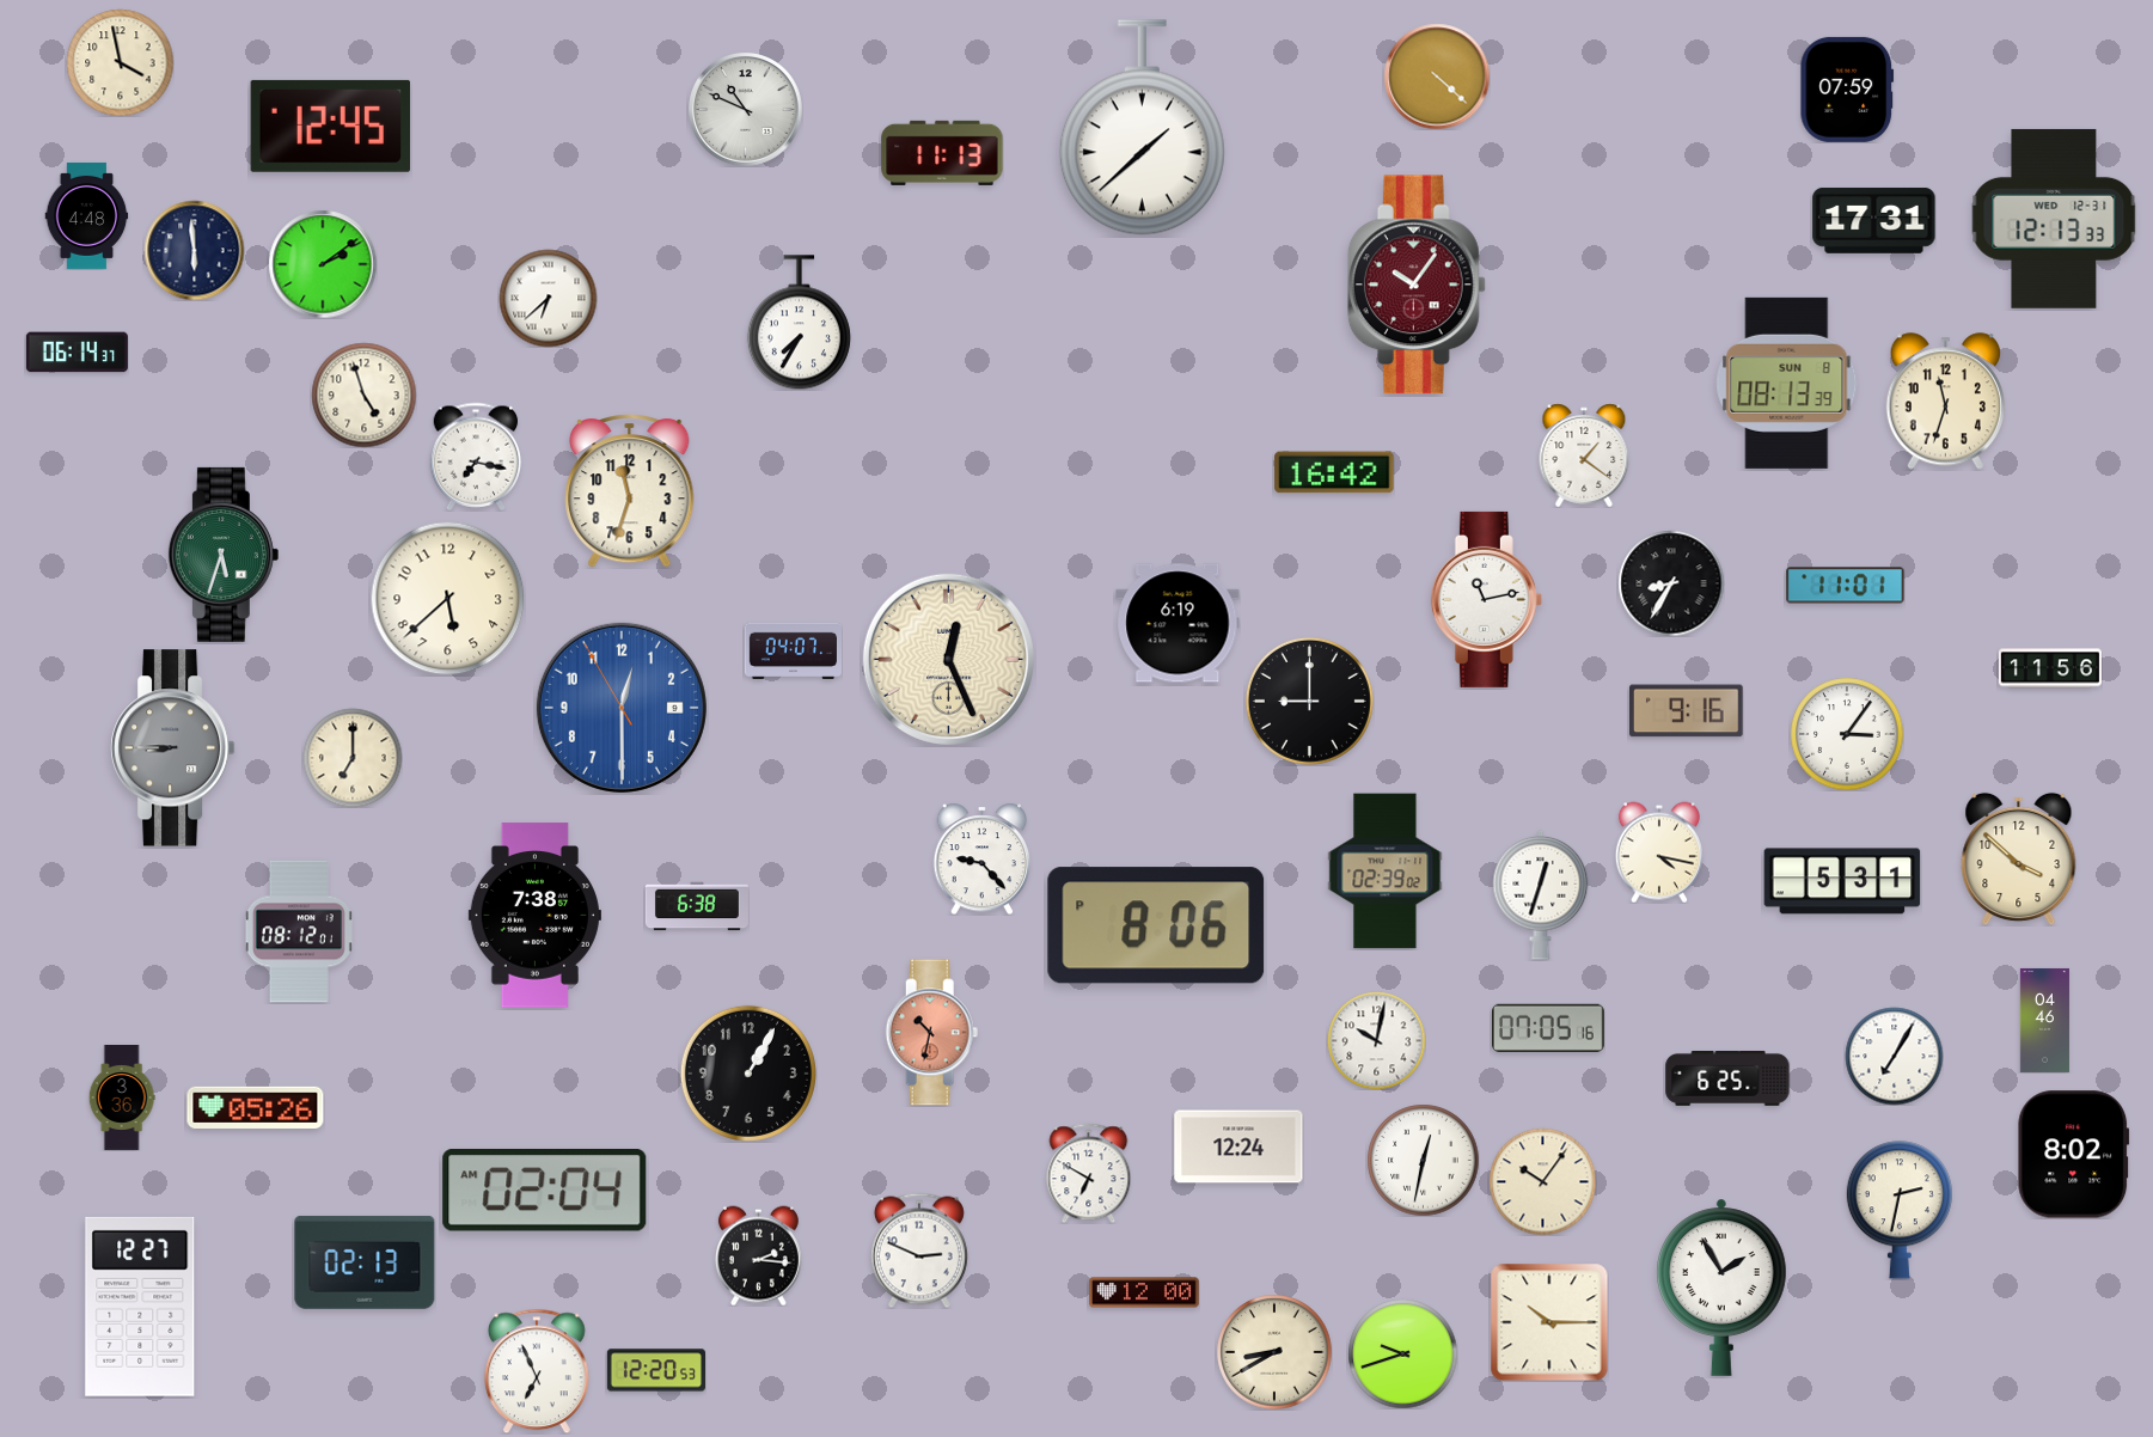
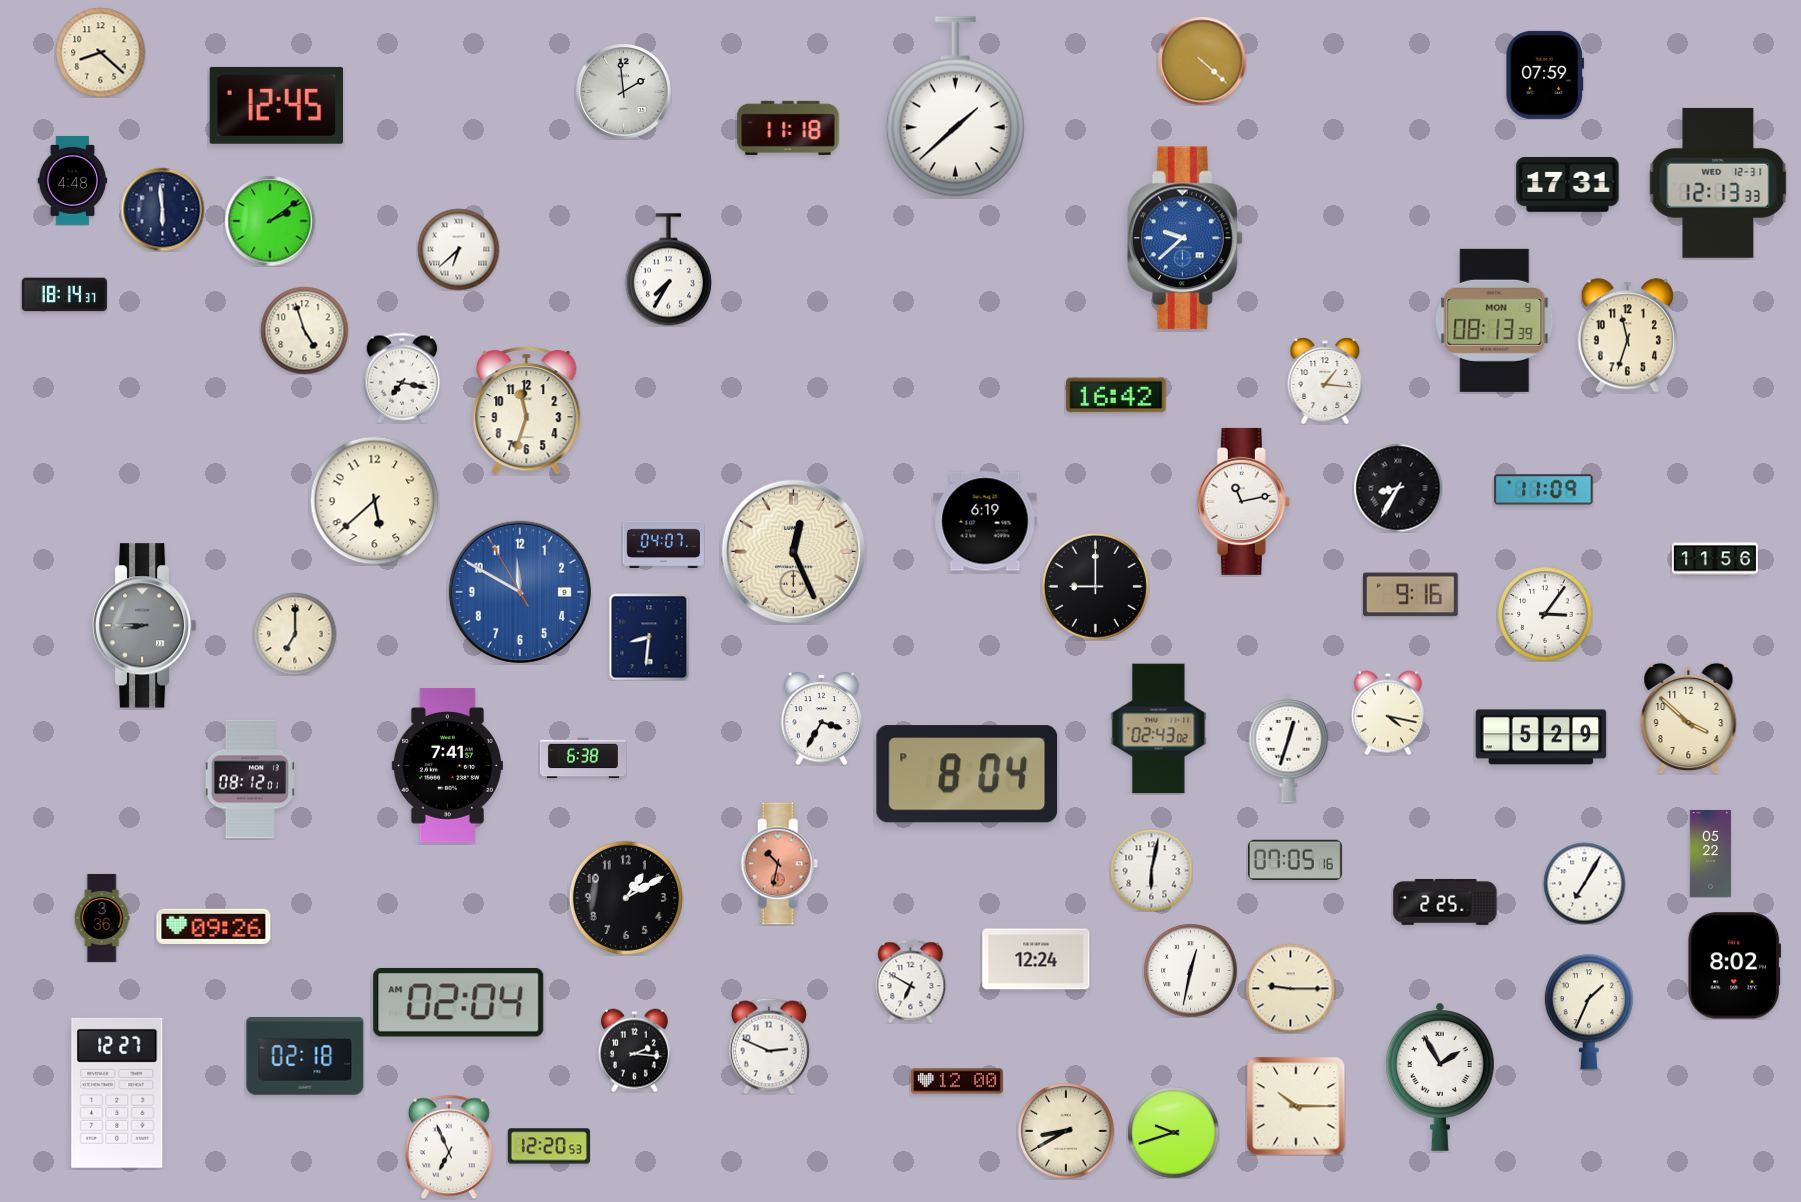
clock at (120, 62): 3:58 -> 8:22
clock at (1437, 77) position: (1437, 77) -> (1202, 61)
clock at (746, 110): 10:49 -> 1:59
clock at (942, 153): 11:13 -> 11:18
clock at (1417, 285): 10:06 -> 9:38
clock at (1417, 285) dial: burgundy -> blue
clock at (77, 353): 06:14 -> 18:14
clock at (1787, 383) date: SUN 8 -> MON 9
clock at (1584, 455): 1:21 -> 1:16
clock at (476, 457) position: (476, 457) -> (402, 378)
clock at (224, 555): 5:33 -> none
clock at (1846, 586): 11:01 -> 11:09
clock at (622, 708): 12:29 -> 11:49
clock at (649, 637): none -> 8:31
clock at (983, 858): 9:23 -> 3:35
clock at (1386, 872): 02:39 -> 02:43
clock at (1842, 881): 5:31 -> 5:29
clock at (534, 916): 7:38 -> 7:41
clock at (1156, 925): 8:06 -> 8:04
clock at (2044, 1020): 04:46 -> 05:22
clock at (1376, 1040): 10:02 -> 6:02
clock at (748, 1074): 1:05 -> 1:10
clock at (1727, 1078): 6:25 -> 2:25
clock at (256, 1107): 05:26 -> 09:26
clock at (1542, 1181): 10:06 -> 9:15
clock at (545, 1190) position: (545, 1190) -> (459, 1002)
clock at (1900, 1210): 2:32 -> 1:34
clock at (365, 1262): 02:13 -> 02:18
